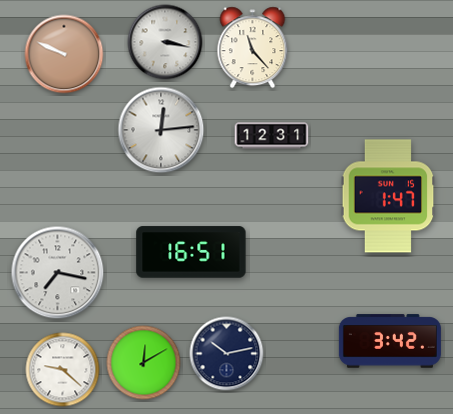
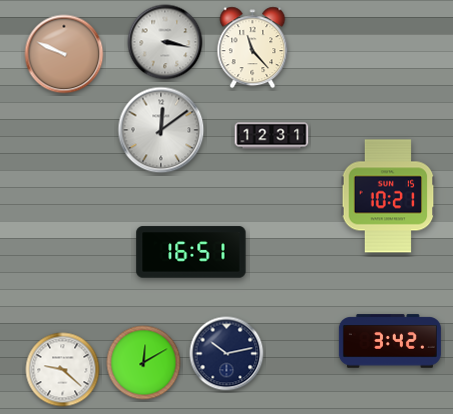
clock at (161, 130): 12:14 -> 12:09
clock at (388, 196): 1:47 -> 10:21
clock at (58, 273): 7:17 -> none
